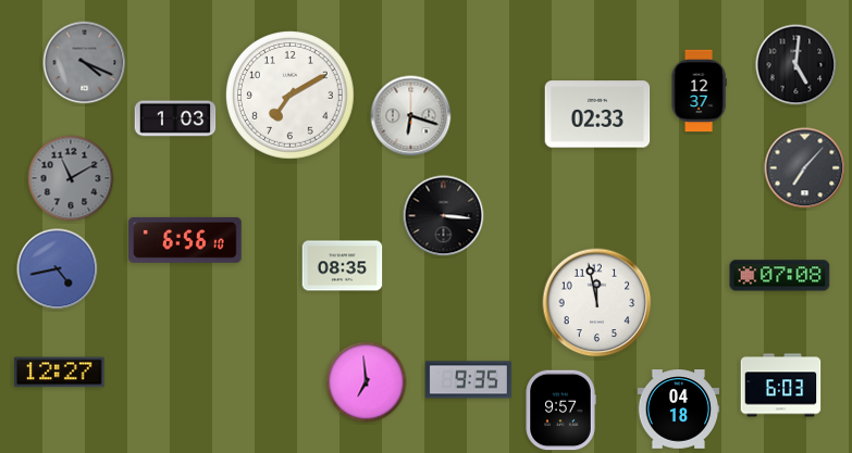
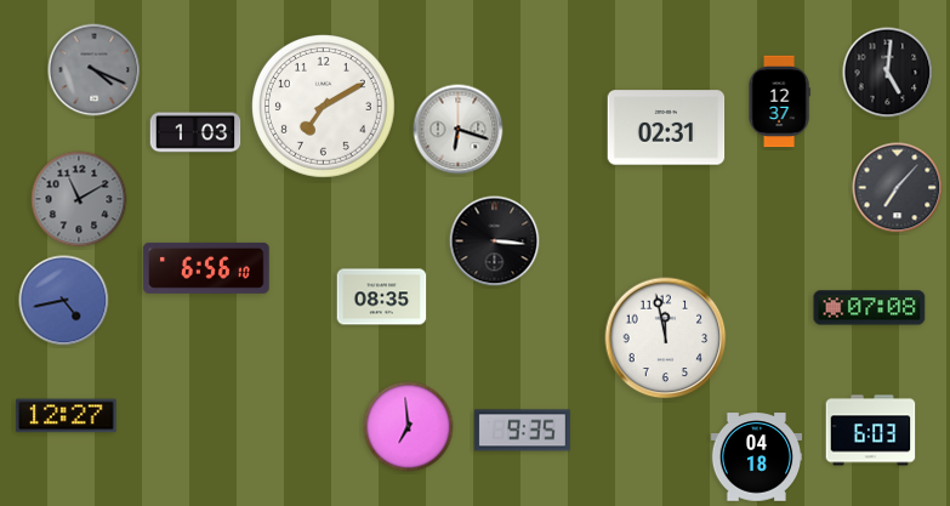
clock at (597, 114): 02:33 -> 02:31
clock at (468, 380) position: (468, 380) -> (522, 431)
clock at (560, 411): 9:57 -> none
